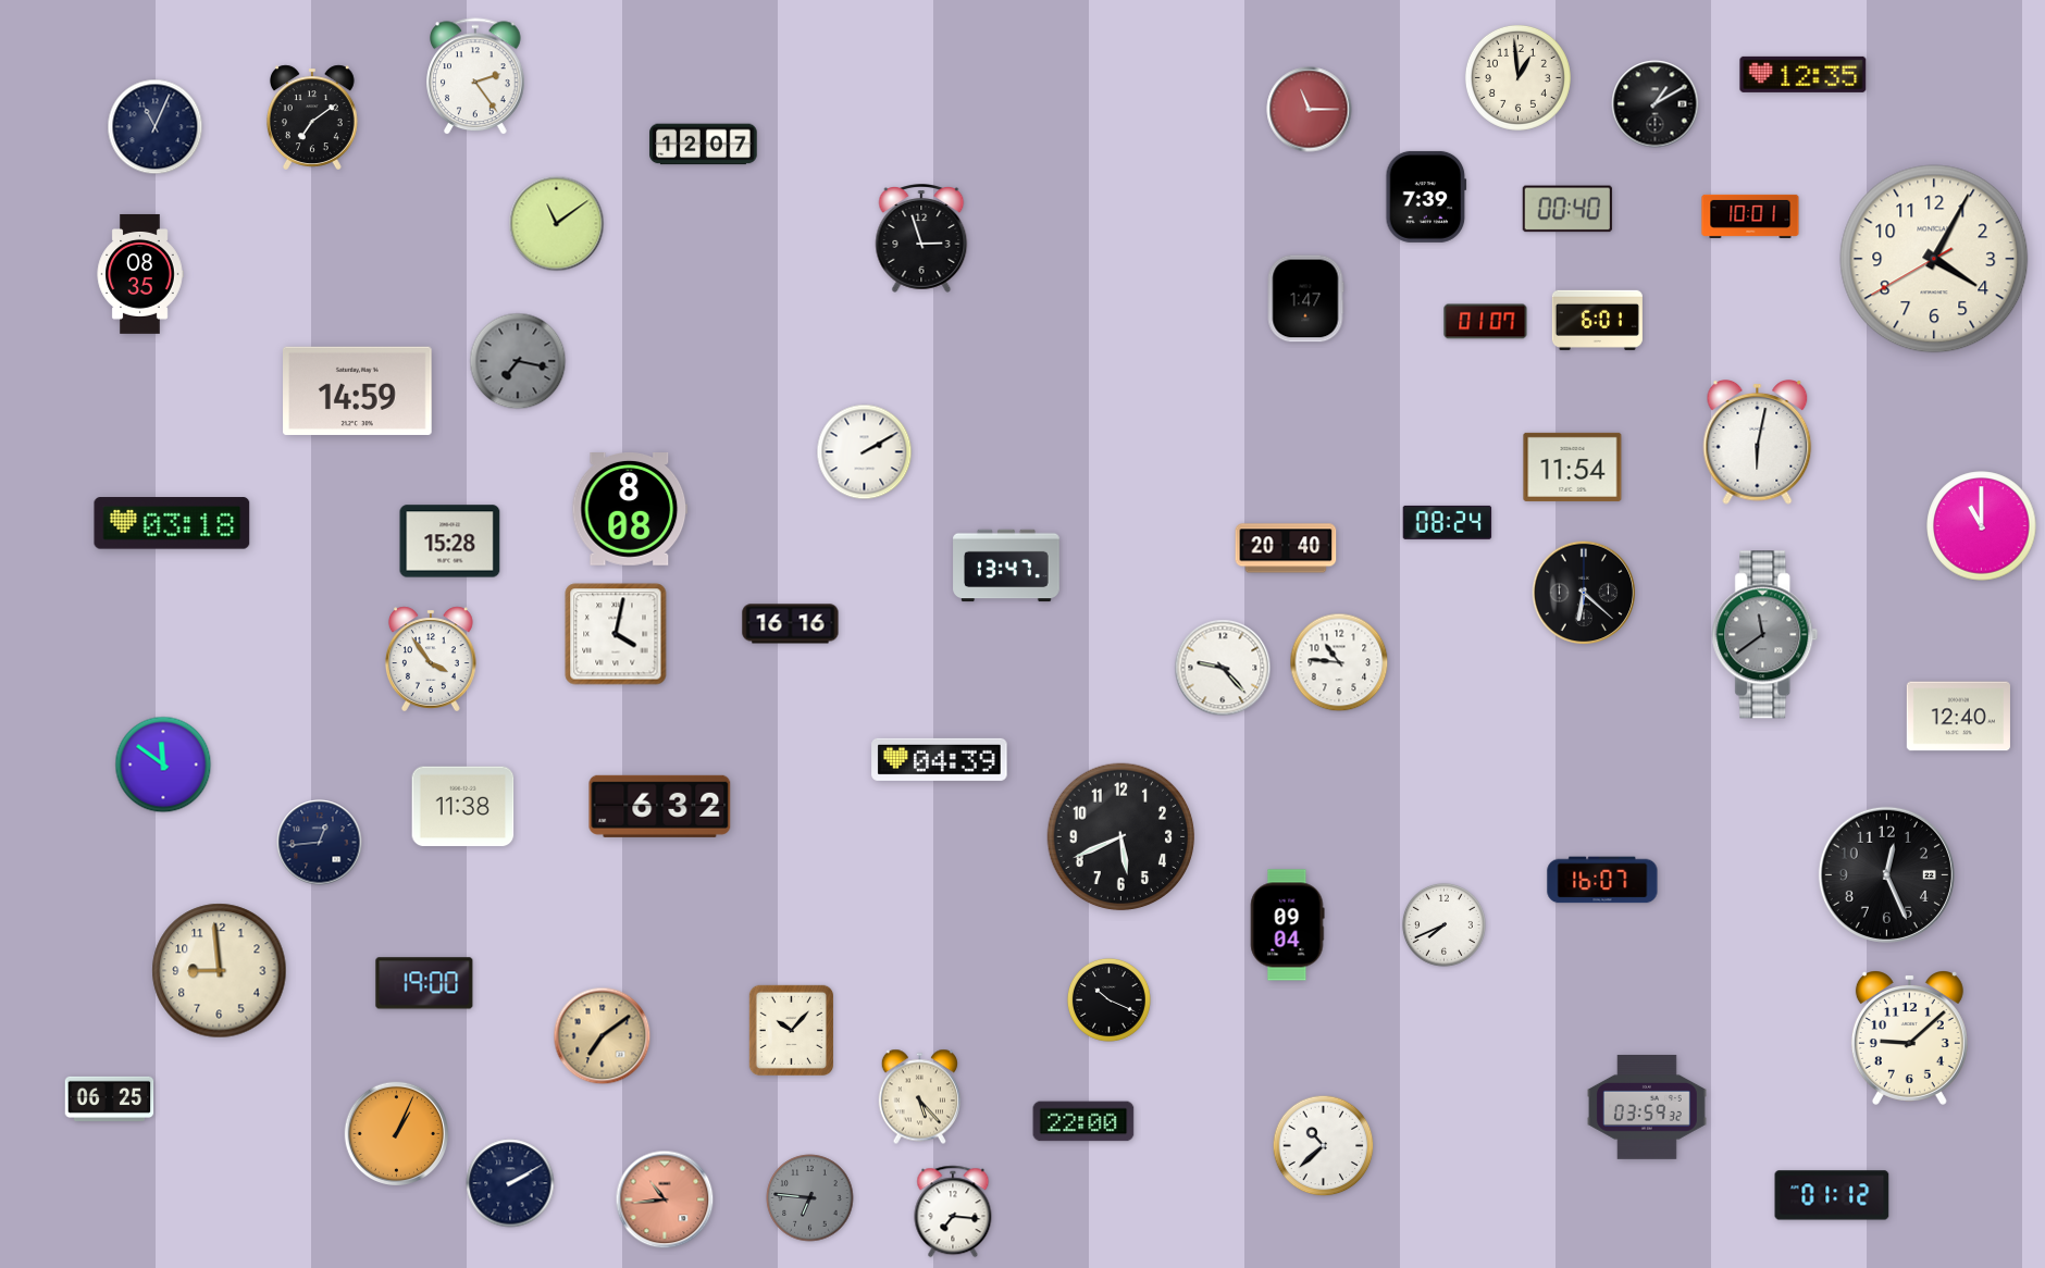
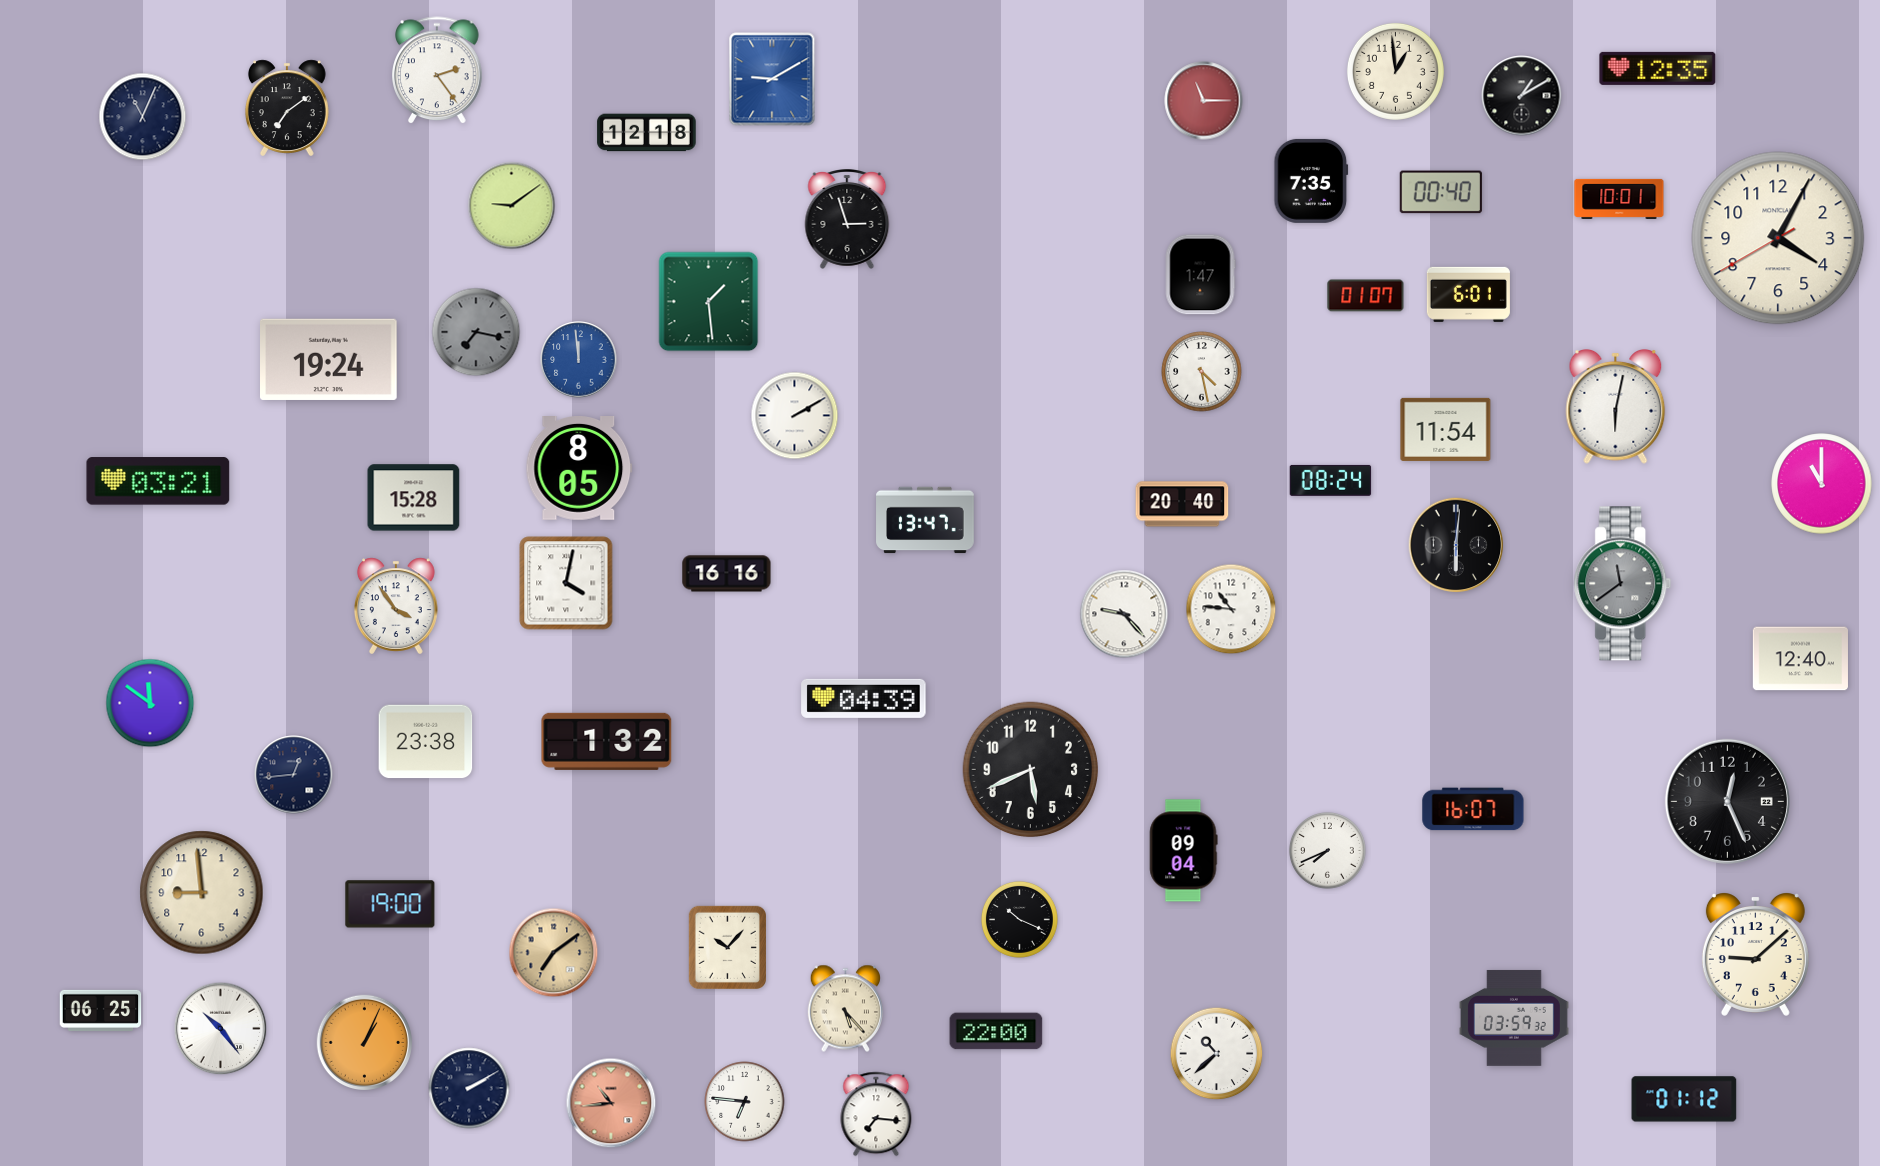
clock at (772, 79): none -> 9:10
clock at (704, 145): 12:07 -> 12:18
clock at (1426, 197): 7:39 -> 7:35
clock at (1750, 216) position: (1750, 216) -> (1619, 199)
clock at (557, 224): 11:09 -> 9:09
clock at (140, 274): 08:35 -> none
clock at (709, 302): none -> 1:29
clock at (358, 390): 14:59 -> 19:24
clock at (579, 360): none -> 11:59
clock at (1202, 372): none -> 4:28
clock at (630, 510): 8:08 -> 8:05
clock at (172, 523): 03:18 -> 03:21
clock at (1584, 593): 6:22 -> 6:01
clock at (660, 806): 6:32 -> 1:32
clock at (463, 807): 11:38 -> 23:38
clock at (1886, 874) position: (1886, 874) -> (1727, 801)
clock at (221, 1029): none -> 10:24
clock at (810, 1198) dial: grey -> white
